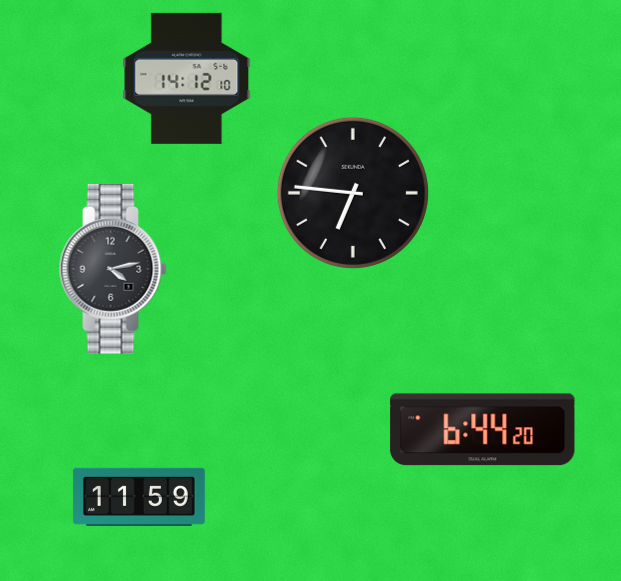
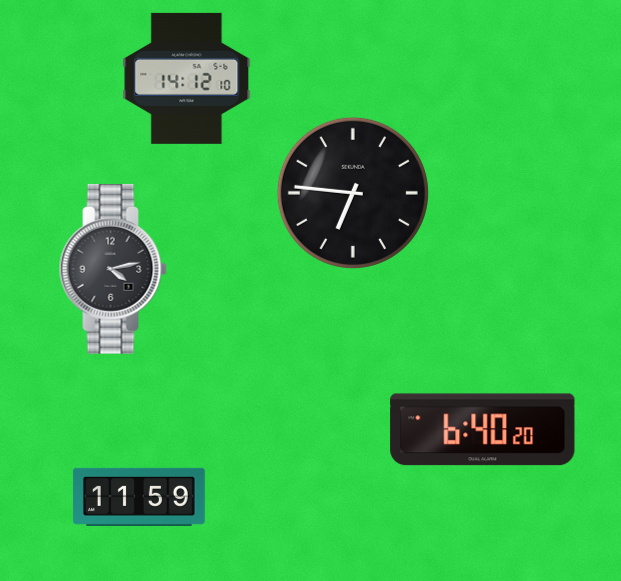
clock at (483, 430): 6:44 -> 6:40
